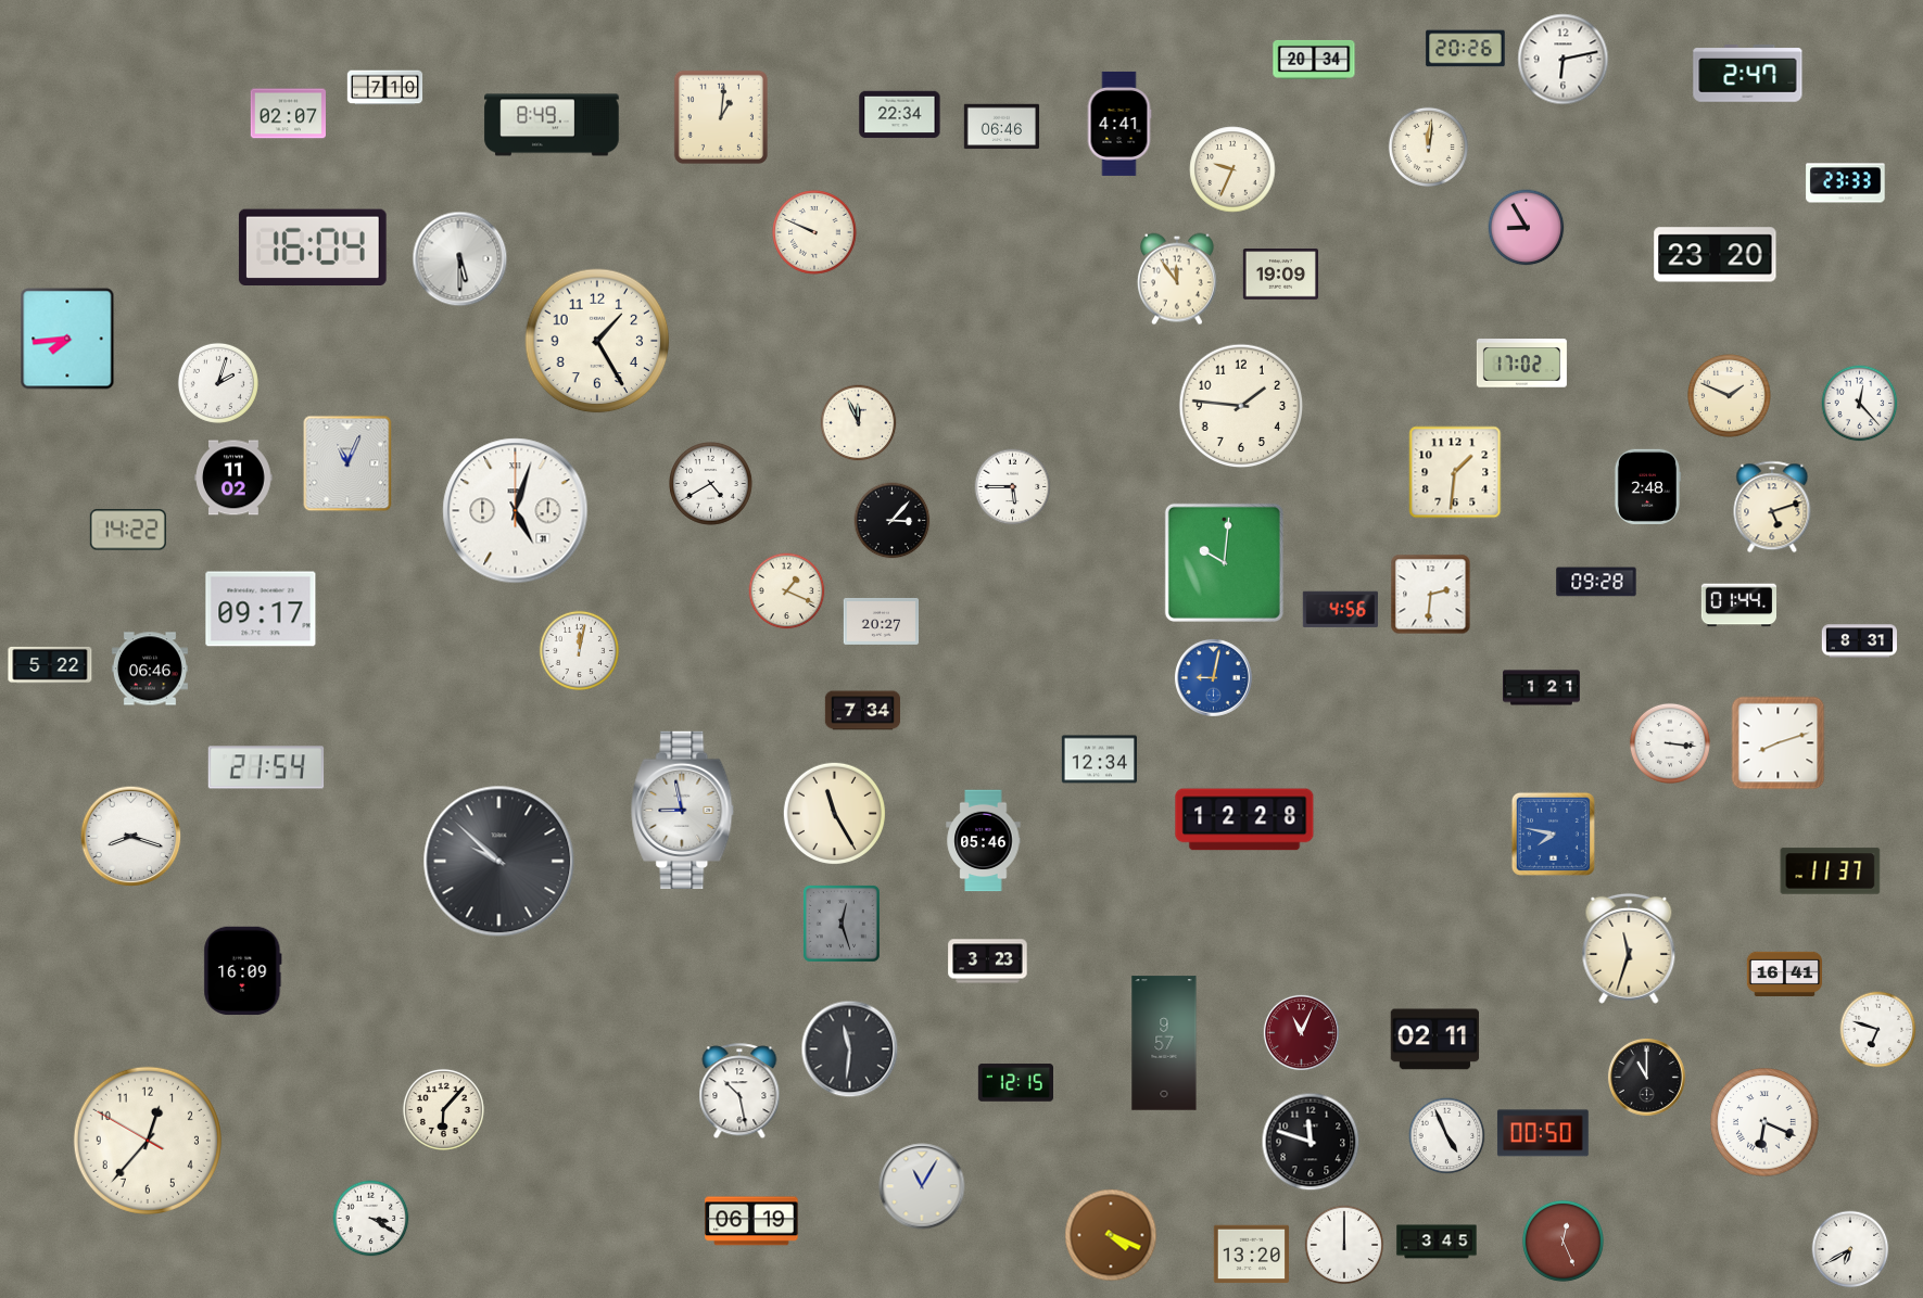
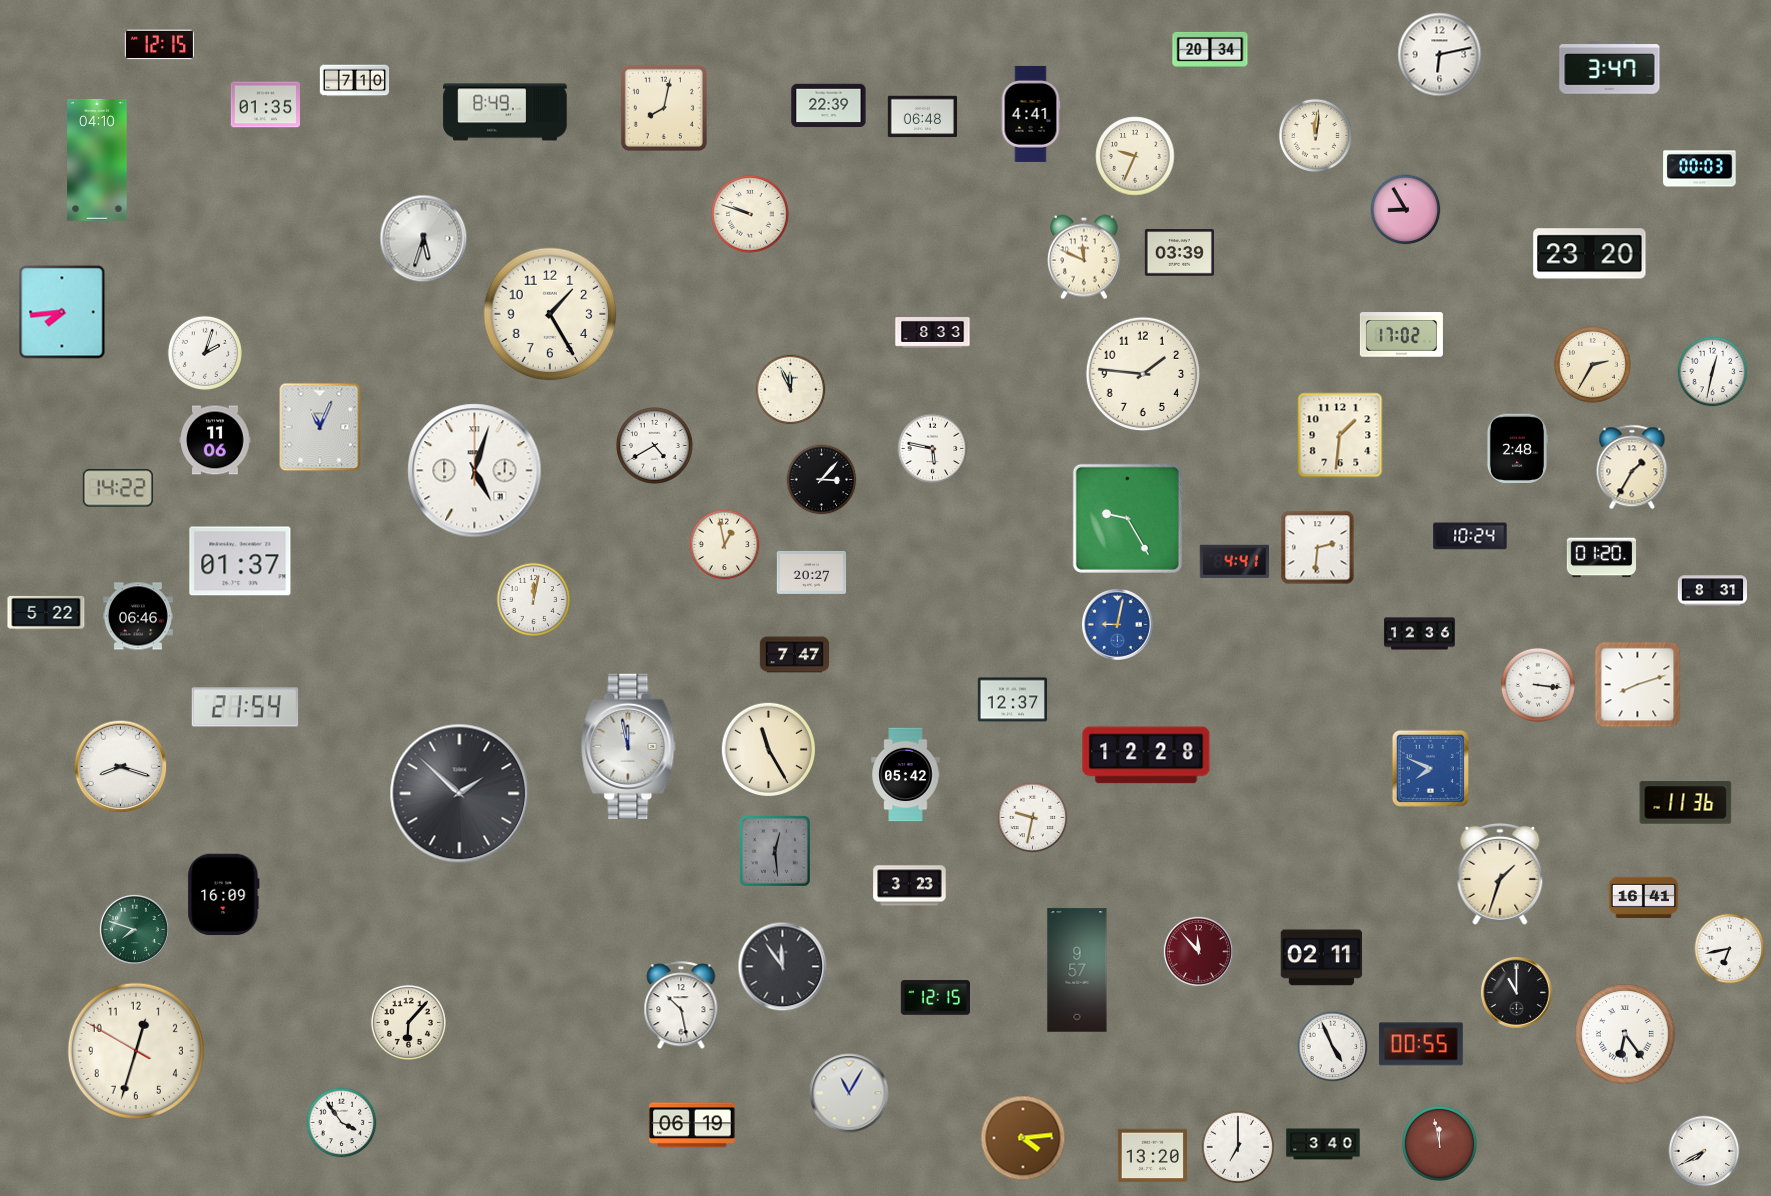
clock at (159, 45): none -> 12:15
clock at (1466, 49): 20:26 -> none
clock at (1314, 60) position: (1314, 60) -> (1210, 50)
clock at (1748, 74): 2:47 -> 3:47
clock at (288, 114): 02:07 -> 01:35
clock at (900, 115): 22:34 -> 22:39
clock at (721, 117): 1:01 -> 8:02
clock at (552, 125) position: (552, 125) -> (505, 112)
clock at (1001, 127): 06:46 -> 06:48
clock at (97, 160): none -> 04:10
clock at (1846, 183): 23:33 -> 00:03
clock at (814, 232): 9:49 -> 9:48
clock at (313, 246): 16:04 -> none
clock at (1716, 255) position: (1716, 255) -> (1590, 254)
clock at (460, 259): 5:30 -> 5:33
clock at (1280, 275): 19:09 -> 03:39
clock at (1177, 279): 11:54 -> 11:49
clock at (933, 333): none -> 8:33
clock at (218, 383) position: (218, 383) -> (205, 353)
clock at (1730, 396): 1:49 -> 2:35
clock at (1860, 404): 12:23 -> 12:32
clock at (233, 478): 11:02 -> 11:06
clock at (1013, 487): 5:45 -> 5:47
clock at (1772, 507): 5:12 -> 1:35
clock at (1224, 562): 10:01 -> 9:25
clock at (1596, 582): 09:28 -> 10:24
clock at (787, 591): 1:19 -> 12:58
clock at (1738, 606): 01:44 -> 01:20
clock at (261, 609): 09:17 -> 01:37
clock at (1340, 609): 4:56 -> 4:41
clock at (1542, 688): 1:21 -> 12:36
clock at (862, 711): 7:34 -> 7:47
clock at (1099, 760): 12:34 -> 12:37
clock at (683, 810): 8:58 -> 11:58
clock at (1553, 833): 7:47 -> 7:49
clock at (131, 837) position: (131, 837) -> (121, 767)
clock at (984, 841): 05:46 -> 05:42
clock at (499, 862): 9:52 -> 1:52
clock at (1831, 871): 11:37 -> 11:36
clock at (1033, 818): none -> 9:32
clock at (842, 924): 12:27 -> 12:29
clock at (1629, 949): 11:33 -> 1:33
clock at (134, 929): none -> 7:48
clock at (1878, 1030): 6:48 -> 6:43
clock at (1301, 1032): 11:04 -> 11:53
clock at (1164, 1043) position: (1164, 1043) -> (1077, 970)
clock at (850, 1049): 11:31 -> 11:54
clock at (1764, 1122): 6:19 -> 6:24
clock at (1543, 1133): 00:50 -> 00:55
clock at (148, 1141): 12:36 -> 12:32
clock at (1311, 1142): 11:48 -> none
clock at (371, 1219): 3:20 -> 3:54
clock at (1111, 1235): 4:19 -> 4:14
clock at (1563, 1240): 12:26 -> 11:58
clock at (1437, 1242): 3:45 -> 3:40
clock at (1344, 1245): 12:00 -> 7:00
clock at (1850, 1249): 6:40 -> 7:40
